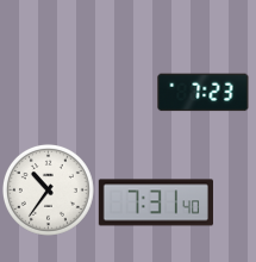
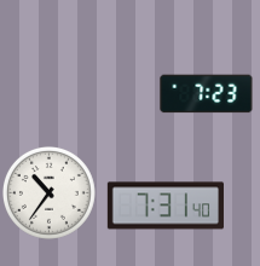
clock at (156, 202) position: (156, 202) -> (166, 206)
